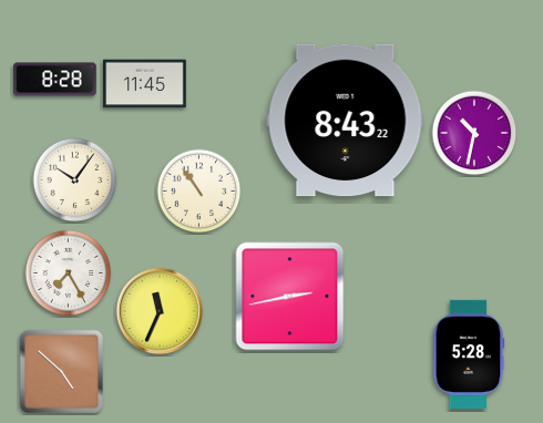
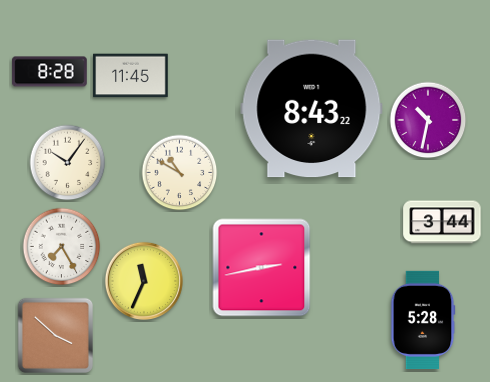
clock at (199, 192): 10:54 -> 10:50
clock at (442, 222): none -> 3:44
clock at (61, 371): 4:52 -> 3:52
